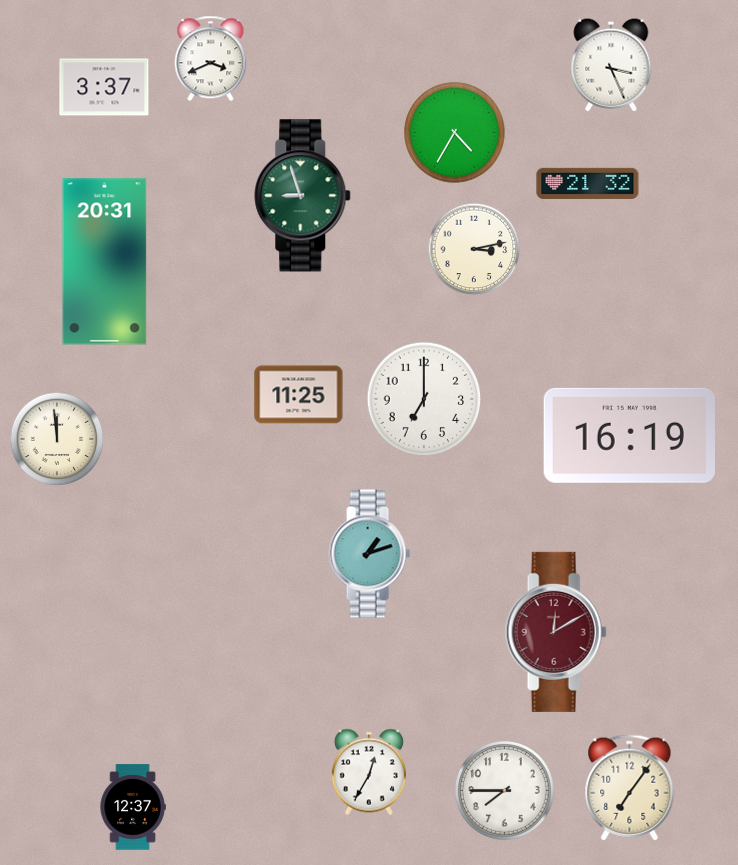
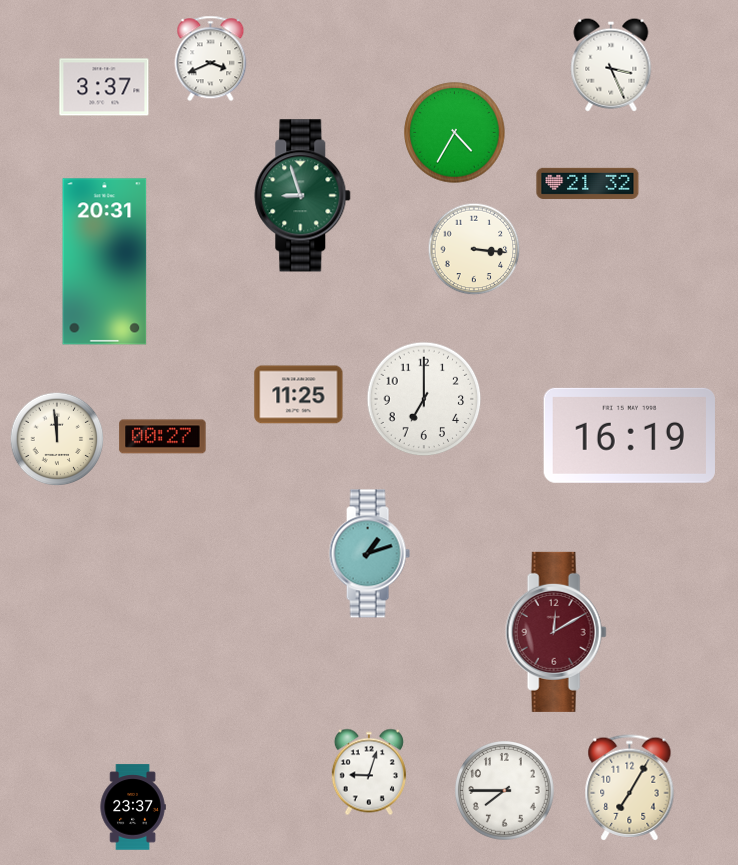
clock at (474, 249): 3:13 -> 3:16
clock at (163, 437): none -> 00:27
clock at (369, 772): 12:35 -> 9:03
clock at (630, 788): 7:06 -> 7:05
clock at (133, 807): 12:37 -> 23:37
